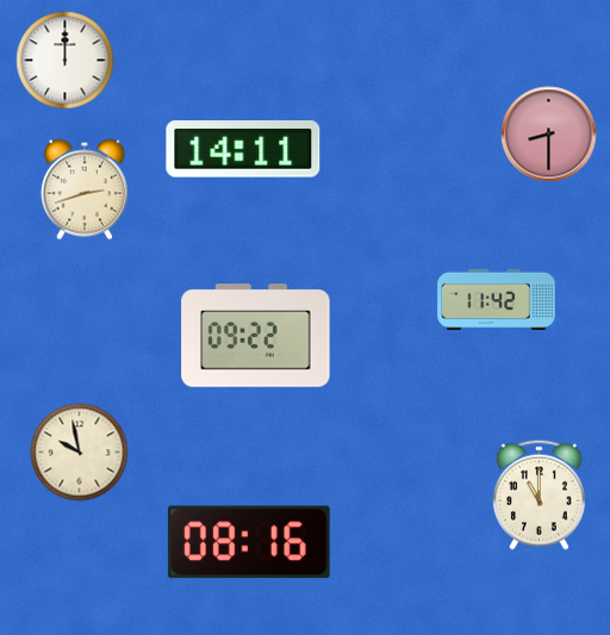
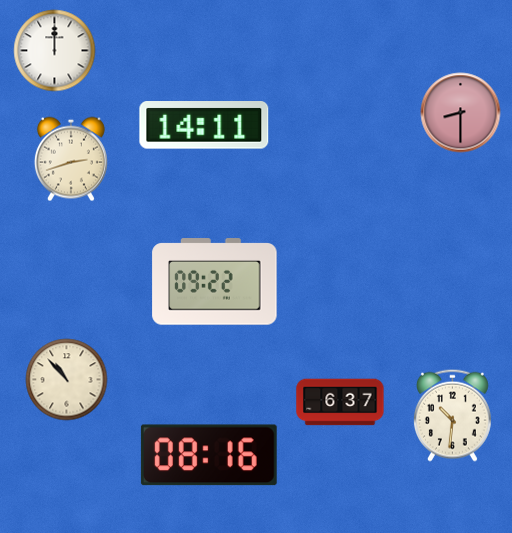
clock at (497, 299): 11:42 -> none
clock at (80, 453): 9:58 -> 10:53
clock at (340, 402): none -> 6:37
clock at (539, 494): 11:00 -> 10:31
